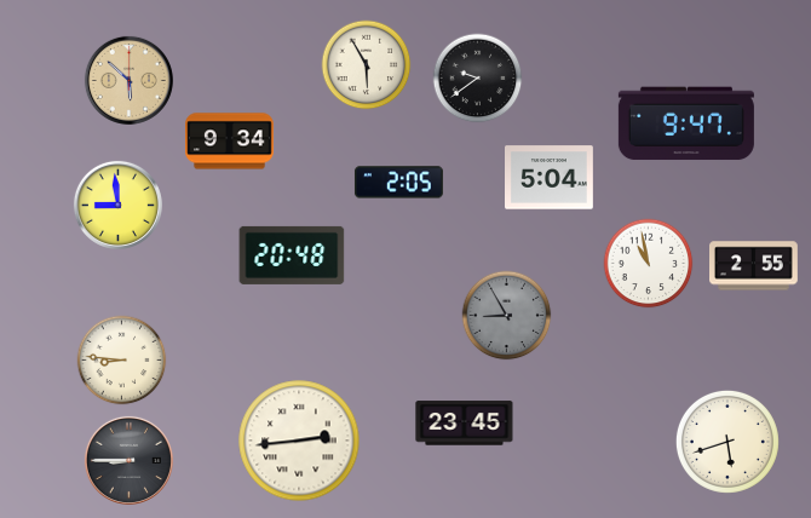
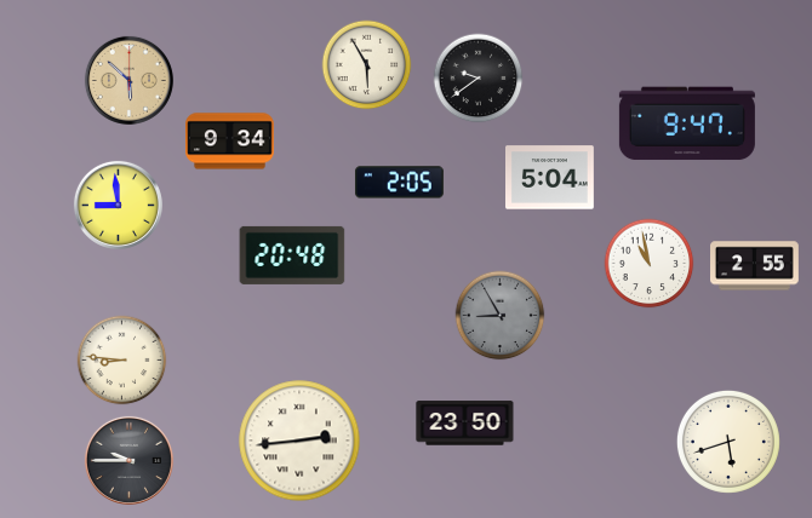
clock at (507, 316) position: (507, 316) -> (501, 316)
clock at (465, 424): 23:45 -> 23:50
clock at (128, 460): 8:45 -> 9:45
